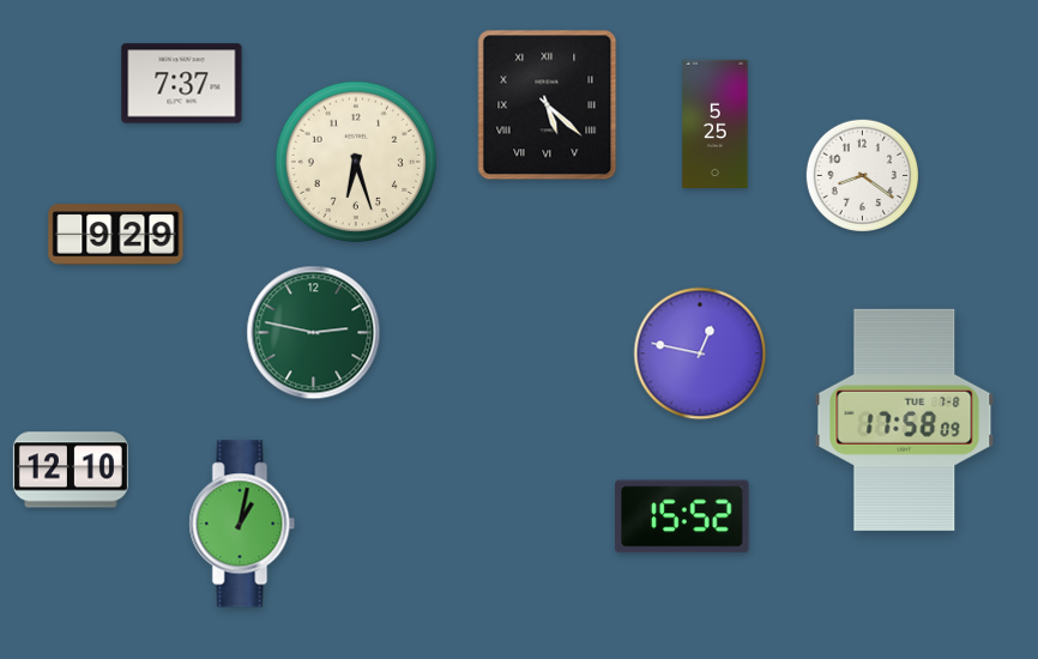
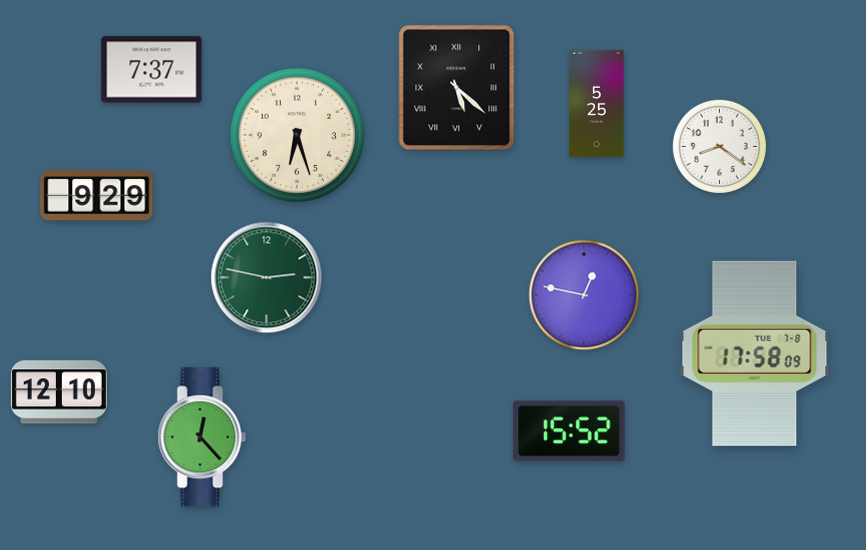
clock at (314, 333) position: (314, 333) -> (267, 278)
clock at (905, 419) position: (905, 419) -> (755, 353)
clock at (242, 524): 1:02 -> 12:23
